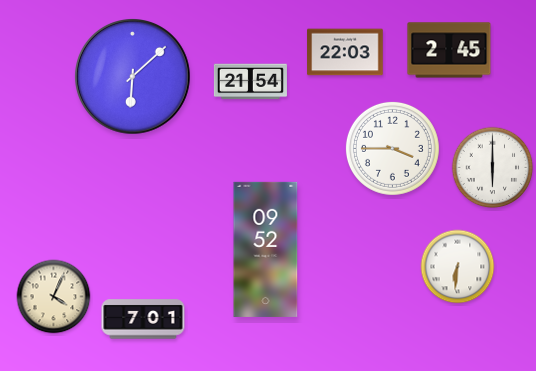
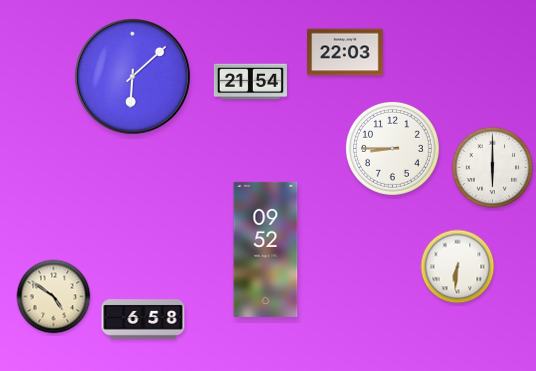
clock at (449, 50): 2:45 -> none
clock at (392, 148): 3:45 -> 8:45
clock at (54, 297): 4:04 -> 4:51
clock at (143, 319): 7:01 -> 6:58
